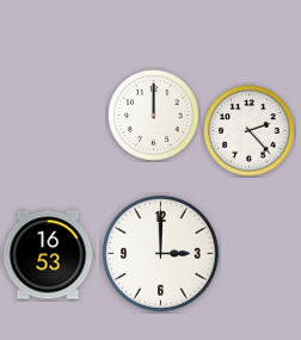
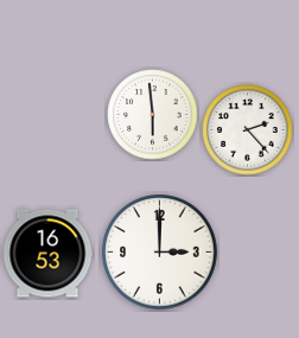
clock at (154, 116): 12:00 -> 5:59
